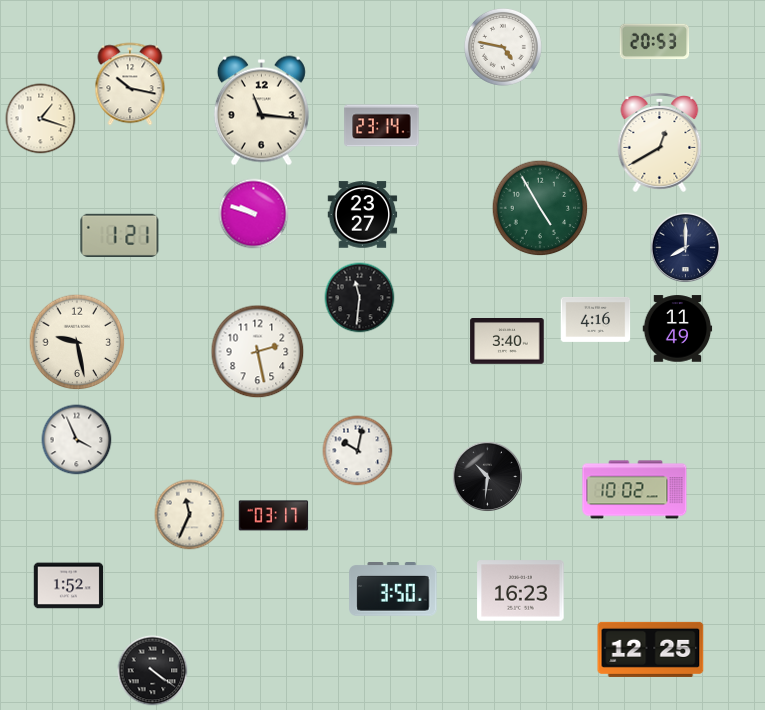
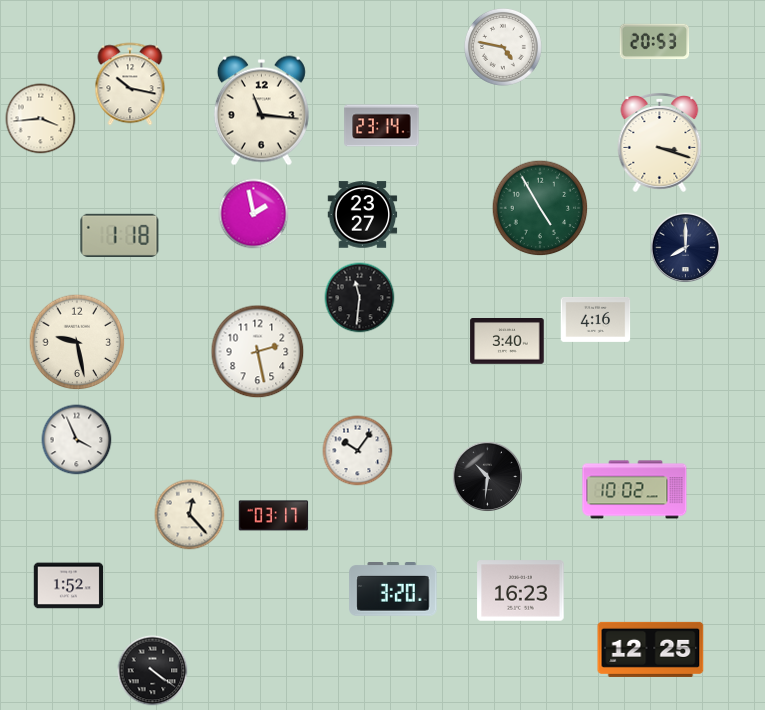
clock at (41, 119): 1:18 -> 3:44
clock at (660, 143): 12:40 -> 3:18
clock at (254, 214): 9:48 -> 1:58
clock at (120, 235): 1:21 -> 1:18
clock at (678, 329): 11:49 -> none
clock at (358, 451): 10:02 -> 10:06
clock at (190, 515): 11:34 -> 12:23
clock at (393, 590): 3:50 -> 3:20
